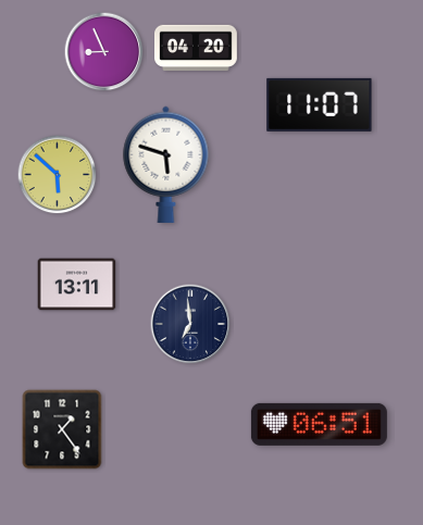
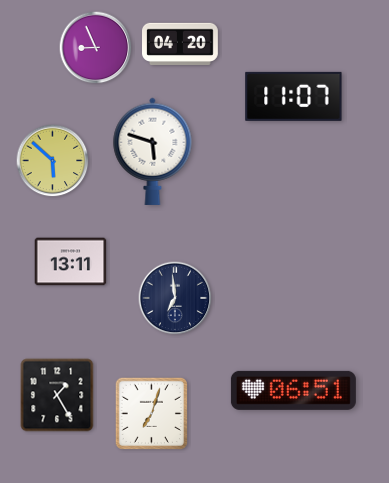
clock at (62, 429): 1:24 -> 1:25
clock at (151, 413): none -> 7:03
